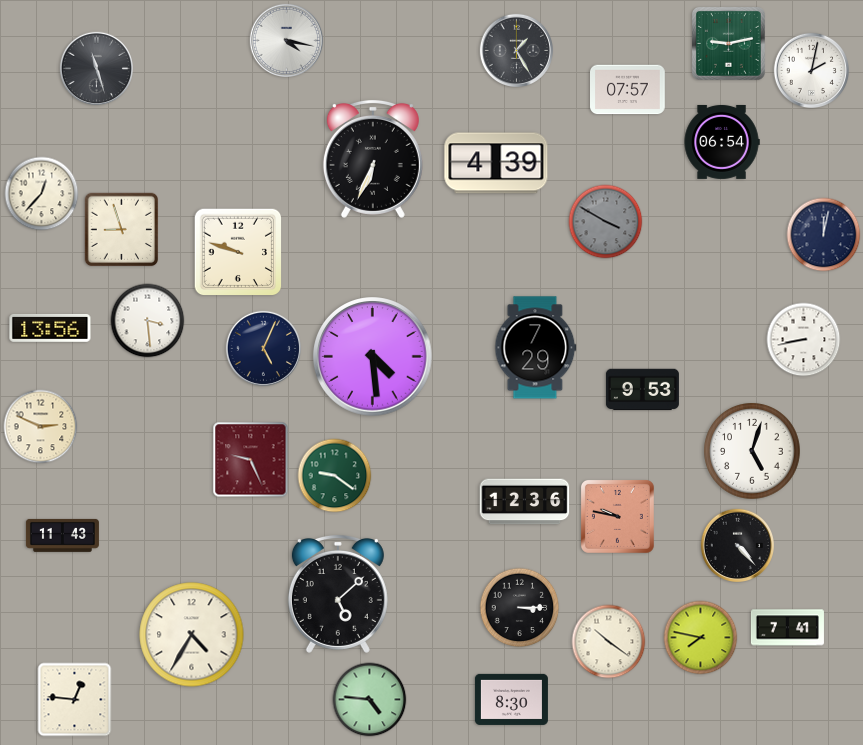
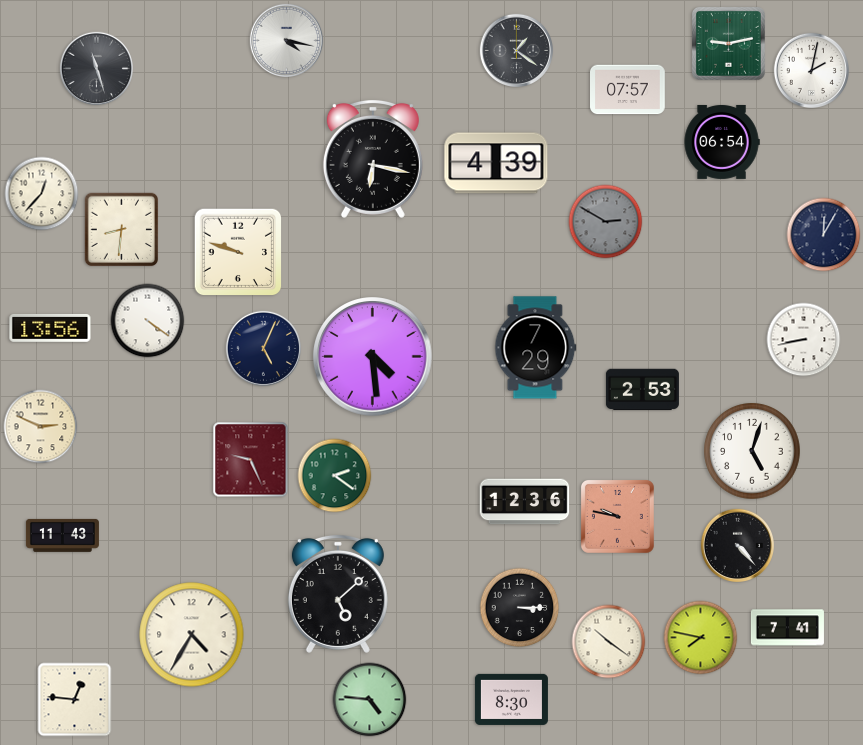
clock at (516, 50): 1:25 -> 1:21
clock at (373, 159): 6:34 -> 6:17
clock at (606, 222): 3:50 -> 2:50
clock at (122, 230): 8:57 -> 8:31
clock at (824, 235): 12:02 -> 12:05
clock at (148, 321): 3:29 -> 4:21
clock at (642, 390): 9:53 -> 2:53
clock at (335, 476): 9:21 -> 2:21
